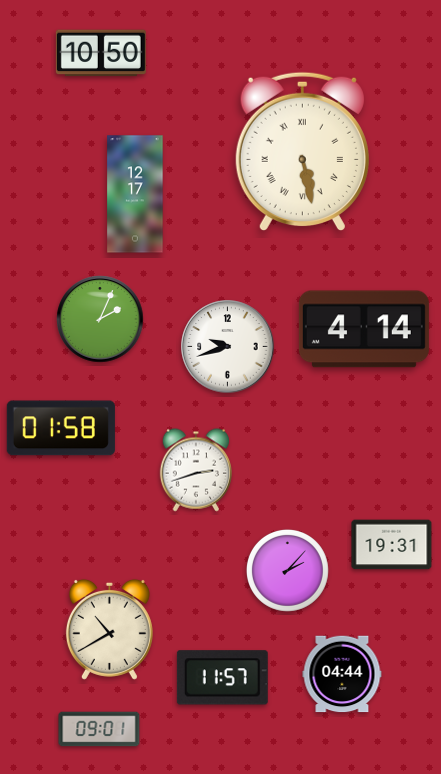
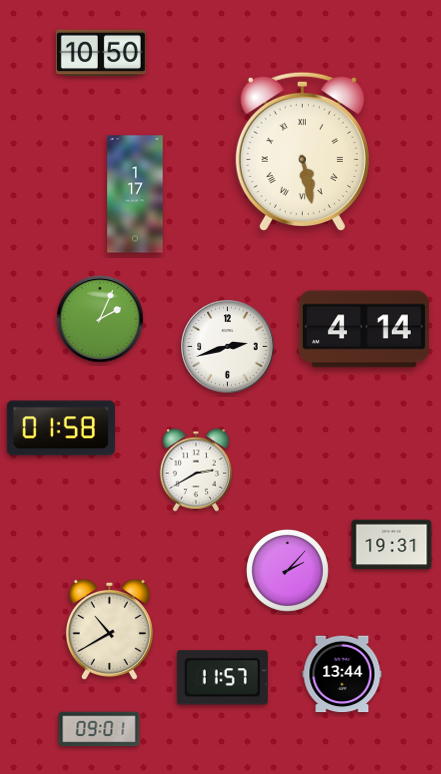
clock at (135, 194): 12:17 -> 1:17
clock at (228, 347): 9:42 -> 2:42
clock at (195, 470): 2:42 -> 2:40
clock at (342, 674): 04:44 -> 13:44
